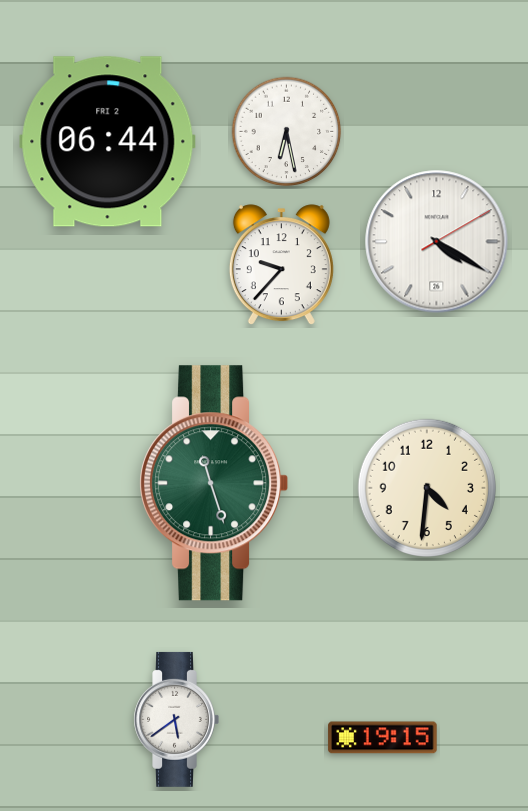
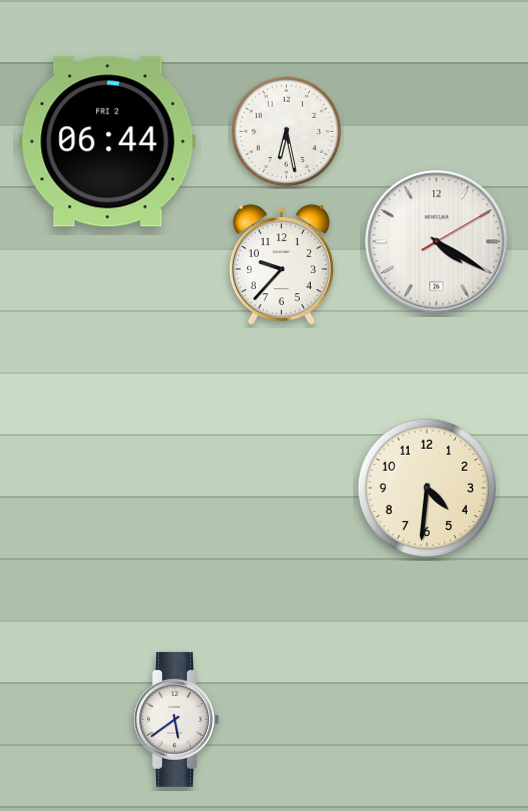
clock at (214, 483): 11:27 -> none
clock at (383, 738): 19:15 -> none
